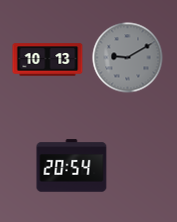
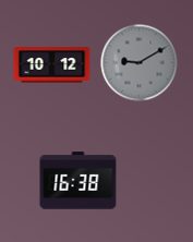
clock at (48, 60): 10:13 -> 10:12
clock at (72, 166): 20:54 -> 16:38
